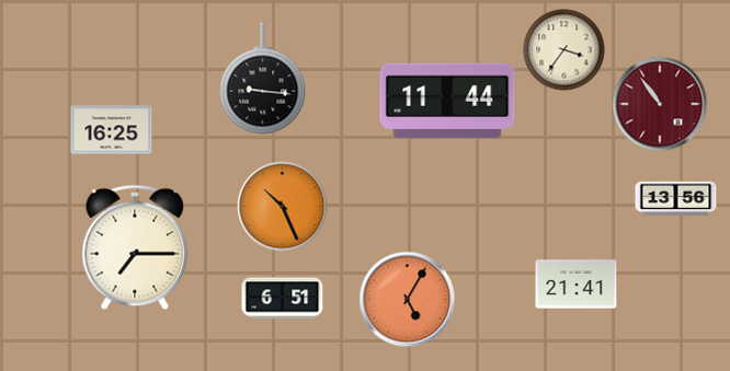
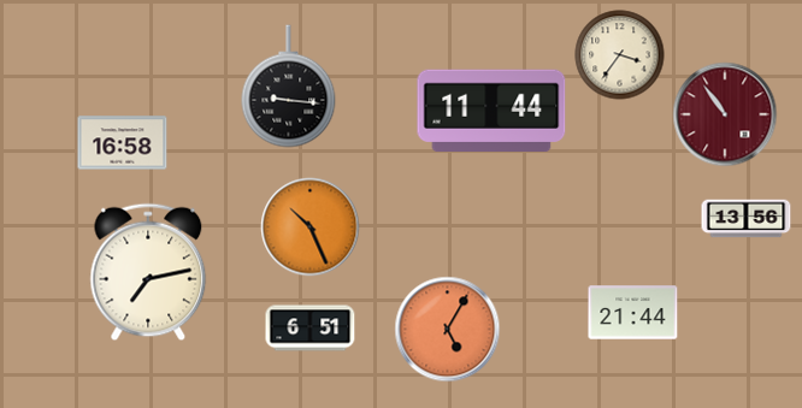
clock at (112, 130): 16:25 -> 16:58
clock at (676, 199) position: (676, 199) -> (747, 219)
clock at (135, 247): 7:15 -> 7:13
clock at (577, 285): 21:41 -> 21:44
